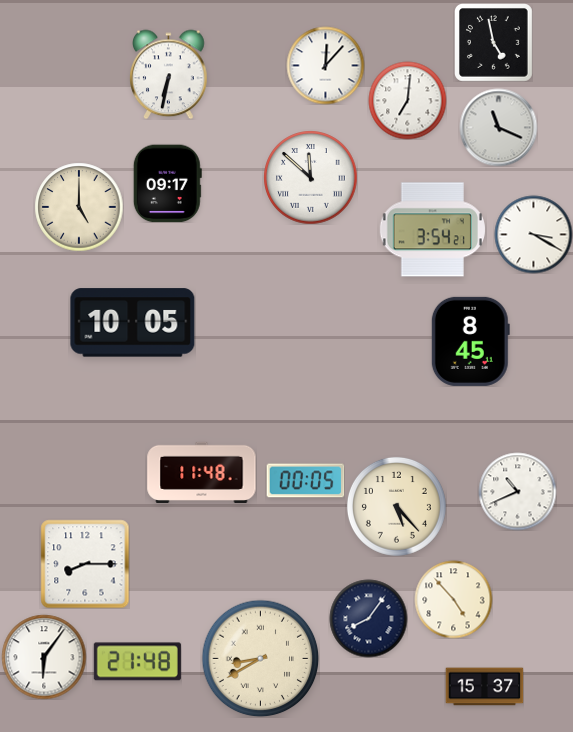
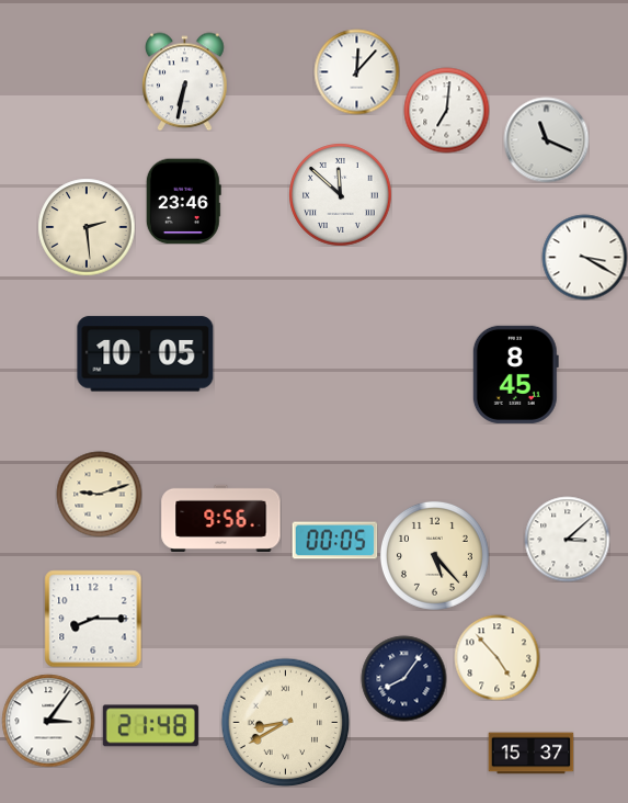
clock at (494, 43): 4:58 -> none
clock at (167, 183): 09:17 -> 23:46
clock at (79, 207): 5:00 -> 2:29
clock at (432, 230): 3:54 -> none
clock at (99, 494): none -> 9:12
clock at (202, 472): 11:48 -> 9:56
clock at (305, 481) position: (305, 481) -> (334, 541)
clock at (517, 491): 10:41 -> 3:08
clock at (44, 657): 6:06 -> 3:06
